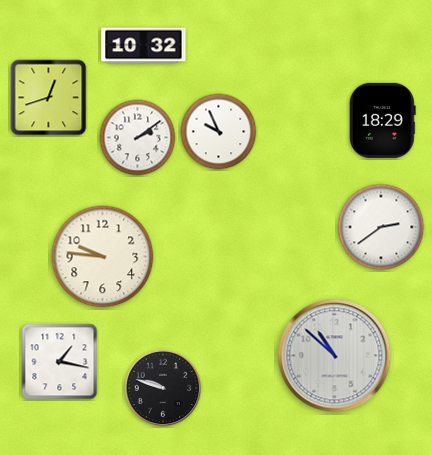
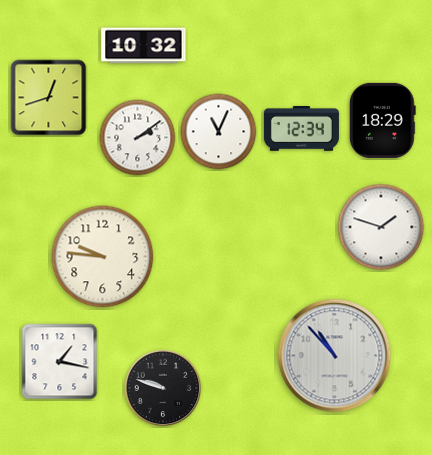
clock at (301, 129): none -> 12:34
clock at (219, 132): 9:56 -> 11:04
clock at (381, 227): 2:39 -> 1:48
clock at (335, 356): 10:52 -> 10:53
